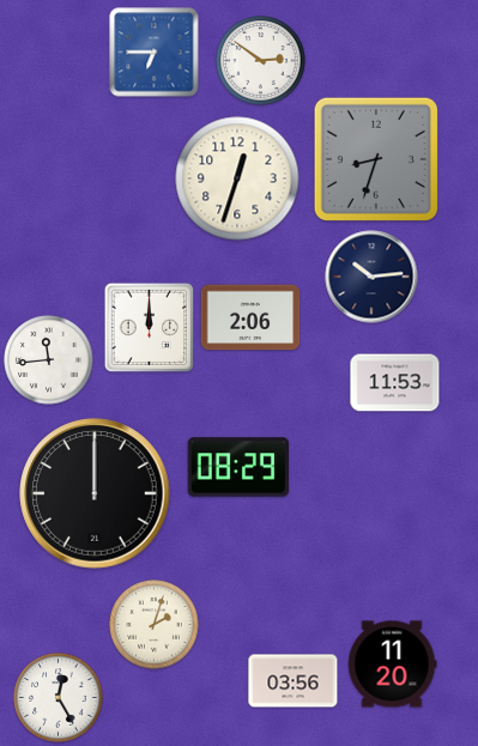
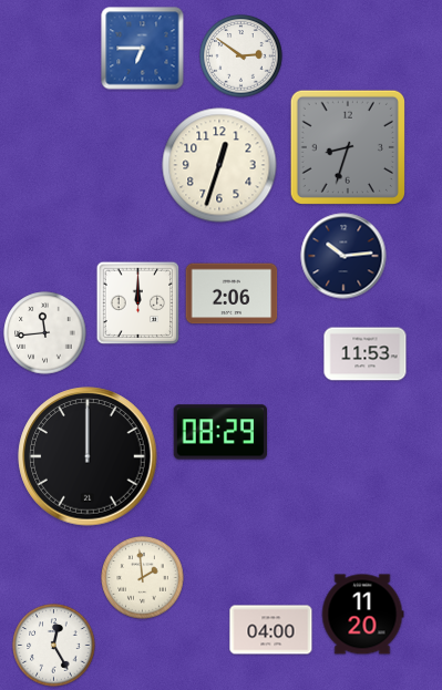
clock at (155, 625): 2:03 -> 1:59
clock at (294, 681): 03:56 -> 04:00
